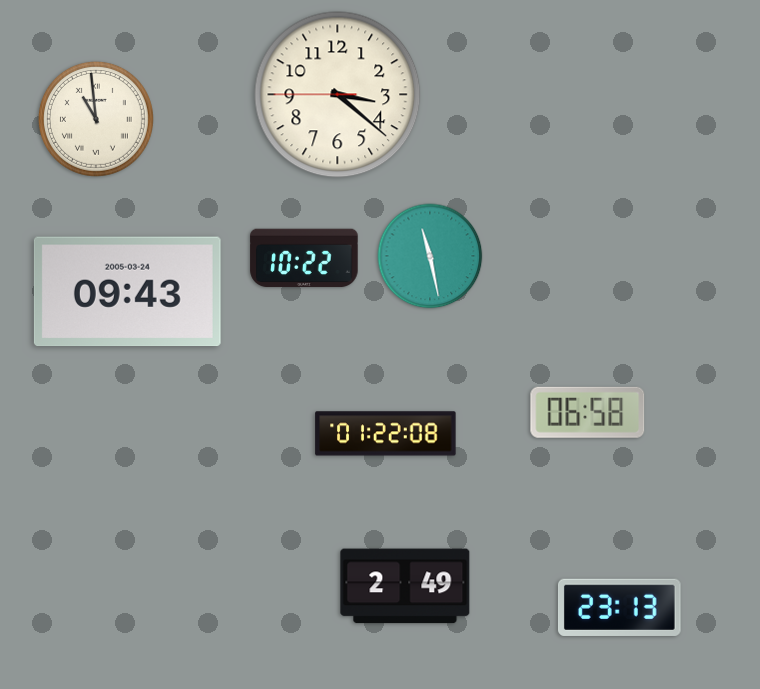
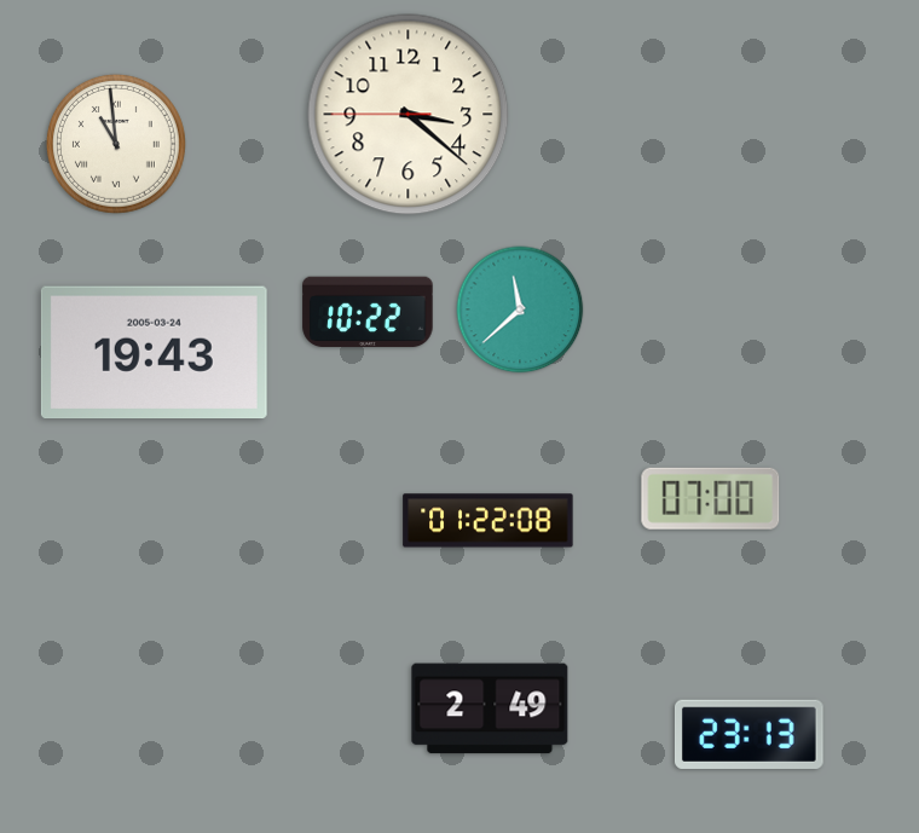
clock at (430, 256): 11:28 -> 11:38
clock at (127, 292): 09:43 -> 19:43
clock at (588, 412): 06:58 -> 07:00
clock at (386, 434) position: (386, 434) -> (489, 521)
